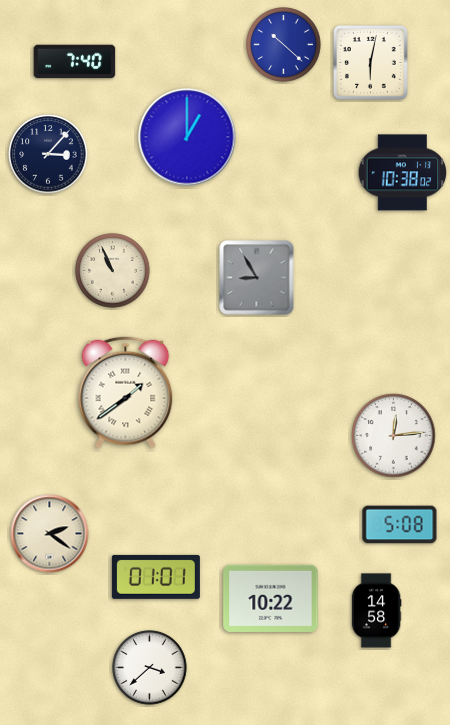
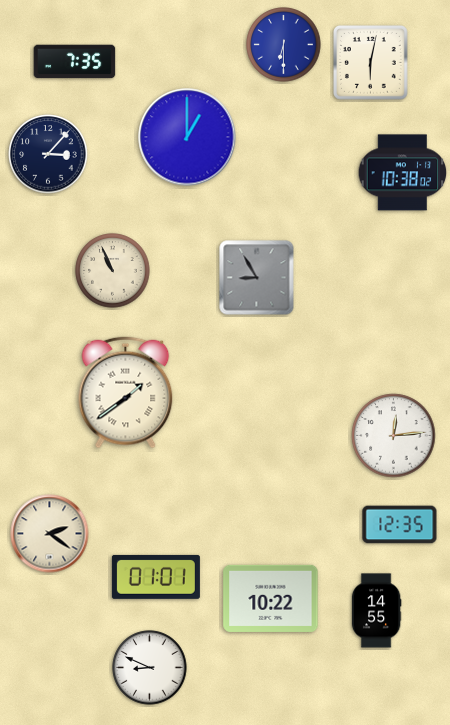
clock at (284, 45): 10:22 -> 6:30
clock at (75, 62): 7:40 -> 7:35
clock at (400, 525): 5:08 -> 12:35
clock at (376, 611): 14:58 -> 14:55
clock at (150, 668): 3:38 -> 8:49
